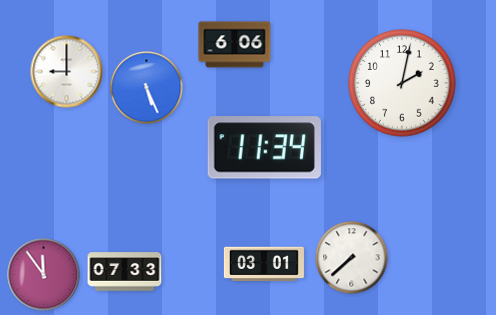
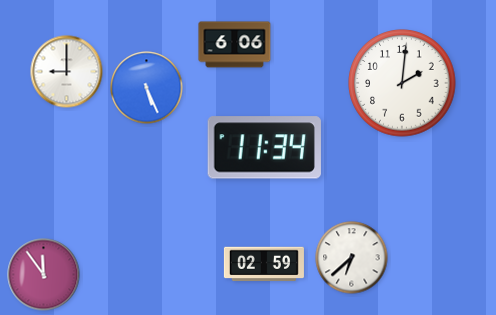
clock at (402, 83): 2:02 -> 2:01
clock at (352, 258): 7:38 -> 6:38
clock at (264, 264): 03:01 -> 02:59
clock at (125, 272): 07:33 -> none
